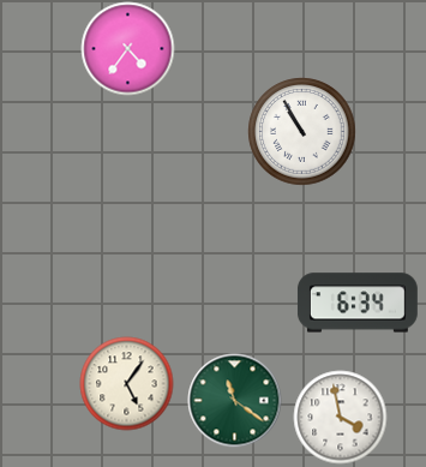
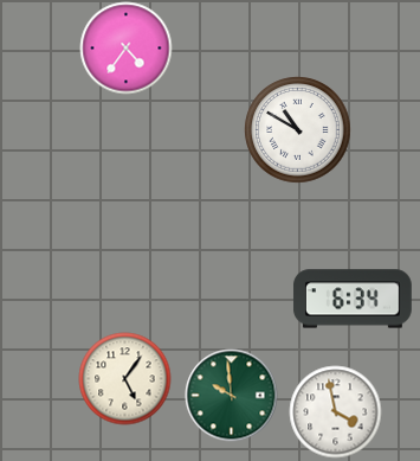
clock at (301, 131): 10:55 -> 10:50
clock at (234, 400): 11:21 -> 9:59
